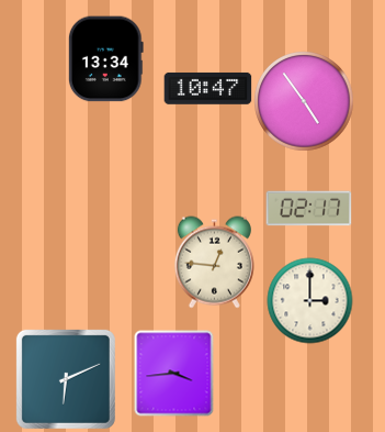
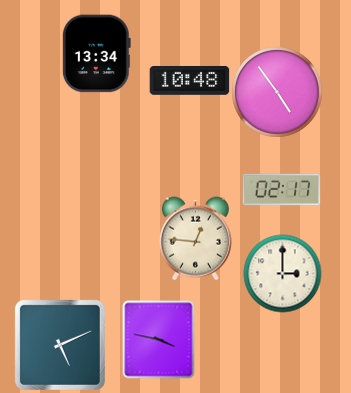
clock at (207, 89): 10:47 -> 10:48
clock at (174, 373): 3:44 -> 3:47
clock at (66, 379): 6:11 -> 5:11
